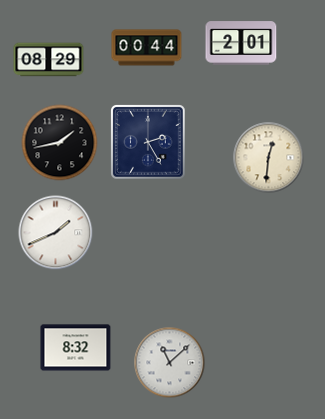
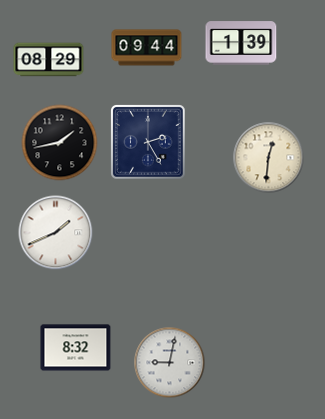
clock at (241, 43): 2:01 -> 1:39
clock at (147, 48): 00:44 -> 09:44
clock at (170, 363): 11:08 -> 9:02
